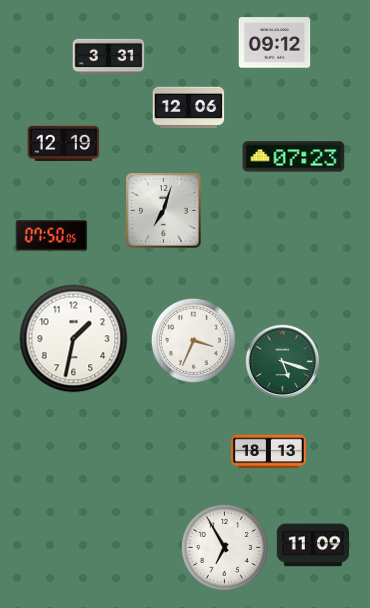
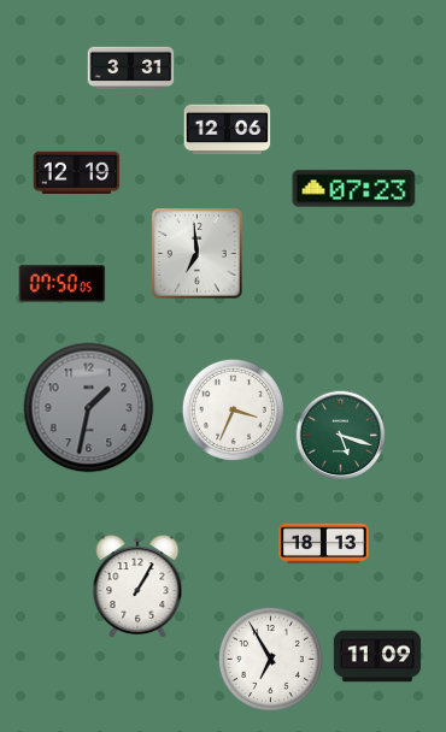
clock at (275, 43): 09:12 -> none
clock at (164, 211): 7:03 -> 6:59
clock at (74, 339) dial: white -> grey
clock at (137, 586): none -> 1:05
